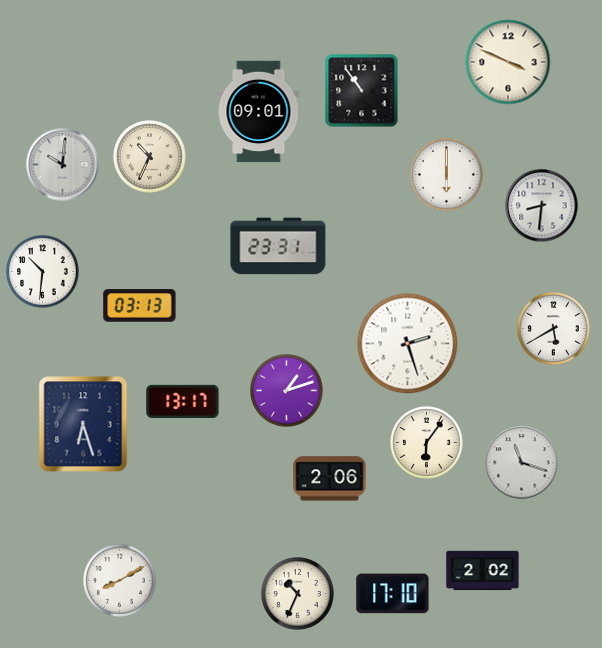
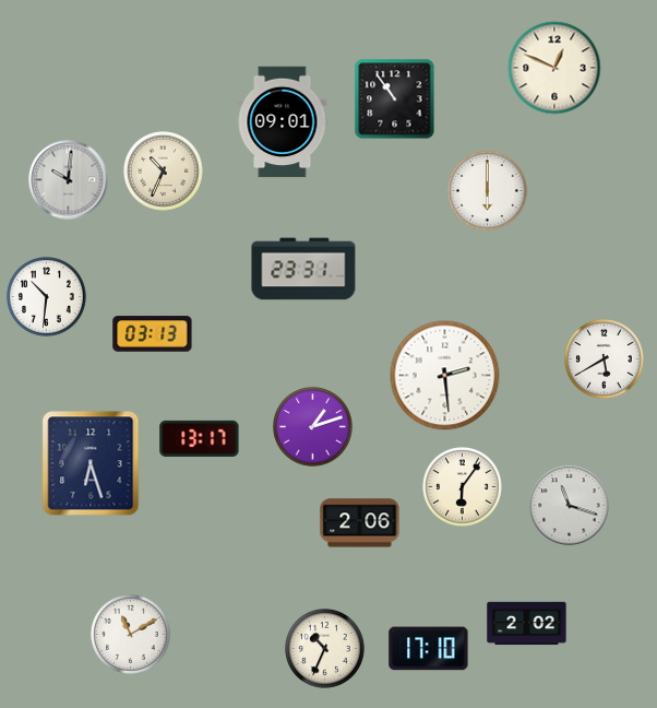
clock at (508, 62): 3:49 -> 12:49
clock at (542, 206): 8:31 -> none
clock at (408, 344): 2:27 -> 2:29
clock at (427, 443) position: (427, 443) -> (463, 487)
clock at (120, 581): 8:10 -> 11:10
